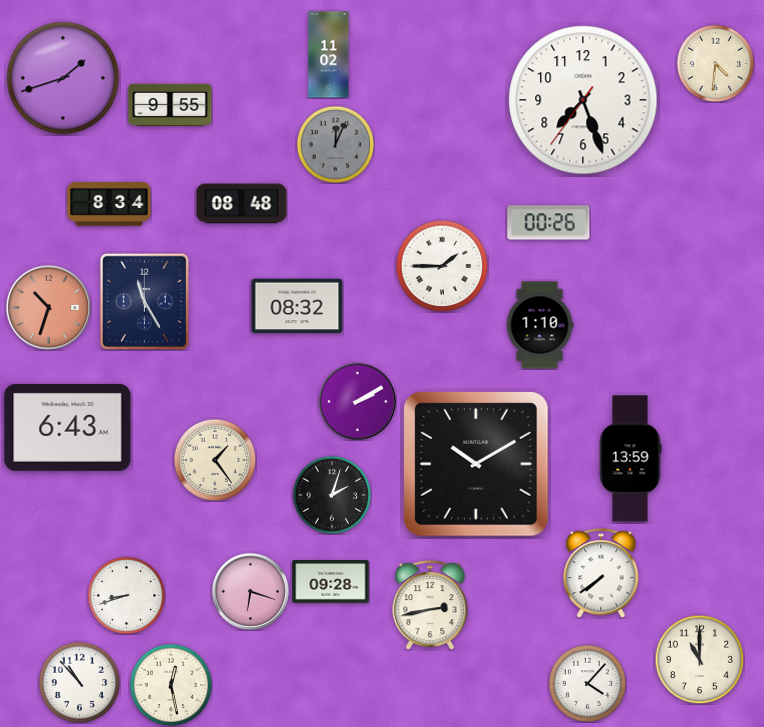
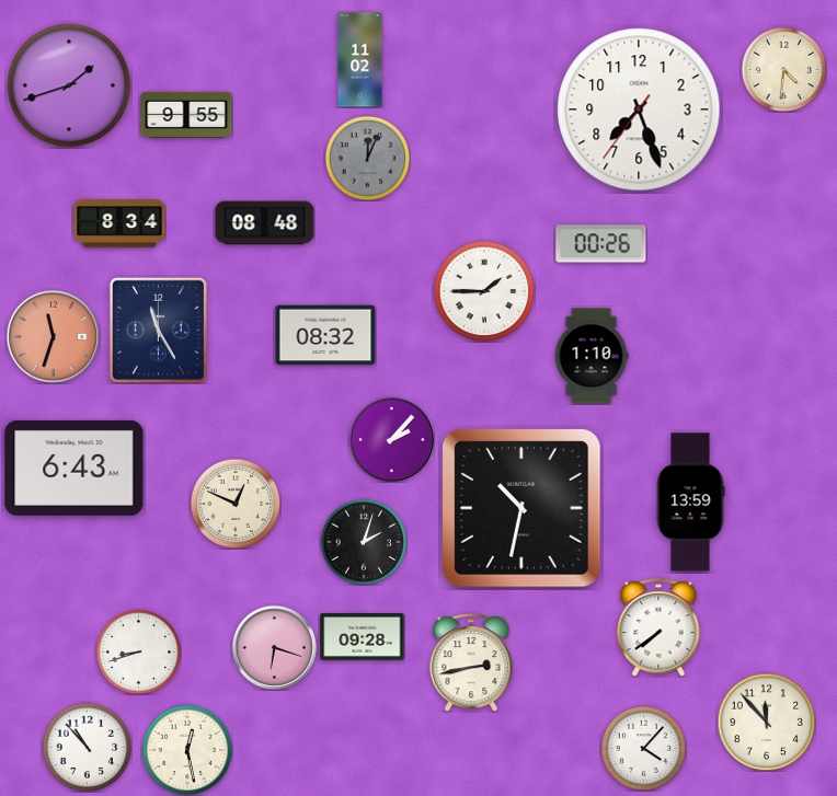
clock at (48, 307): 10:33 -> 11:33
clock at (357, 401): 2:10 -> 2:07
clock at (215, 460): 1:24 -> 12:49
clock at (477, 465): 10:10 -> 10:32
clock at (699, 659): 11:00 -> 11:53
